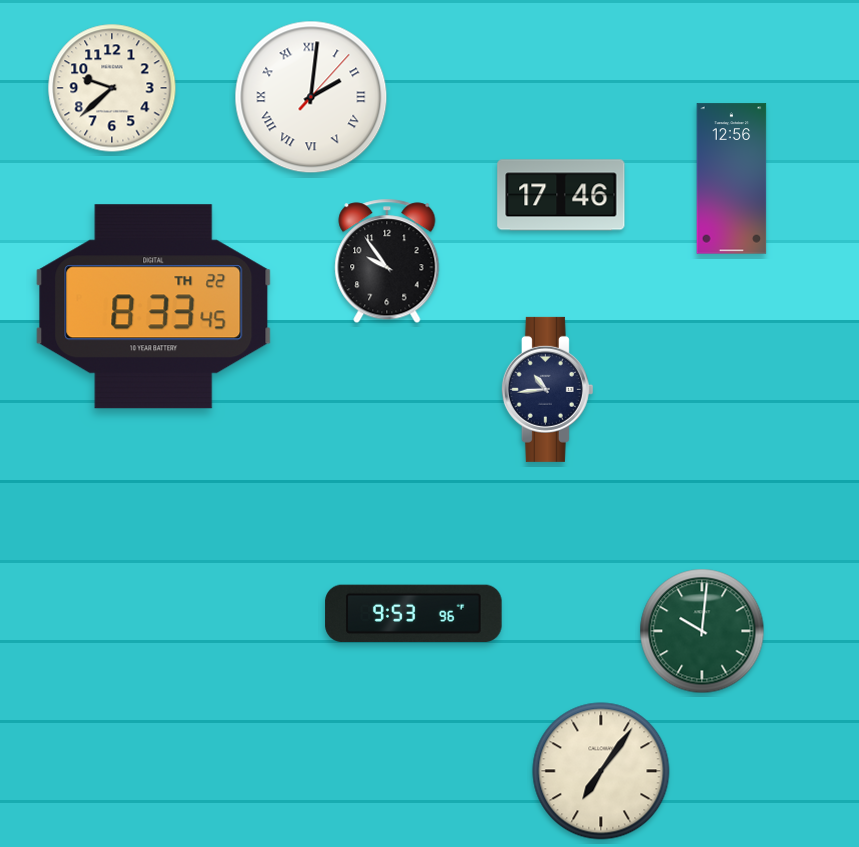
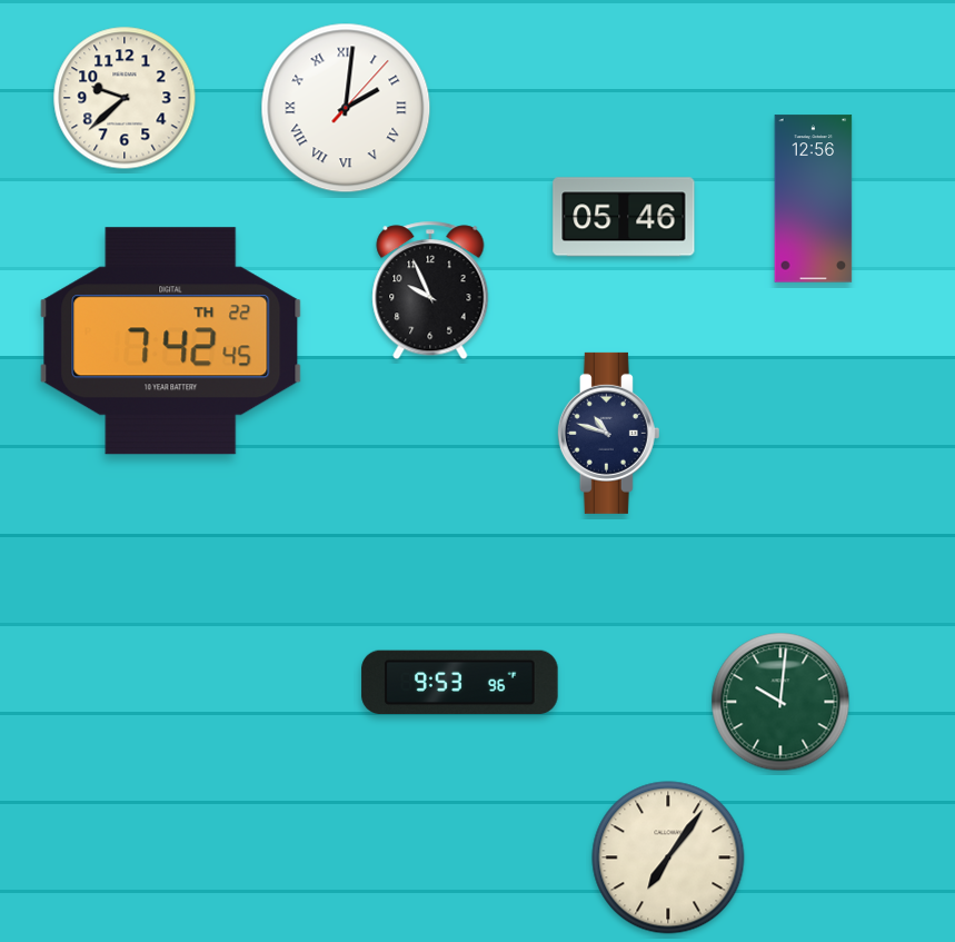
clock at (561, 195): 17:46 -> 05:46
clock at (387, 261): 9:54 -> 9:56
clock at (154, 307): 8:33 -> 7:42
clock at (547, 389): 10:44 -> 10:48
